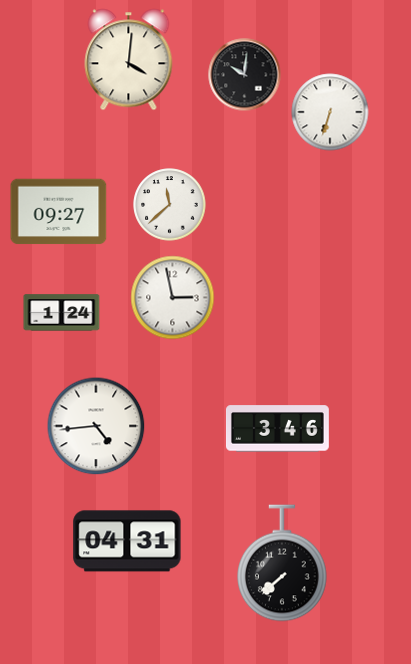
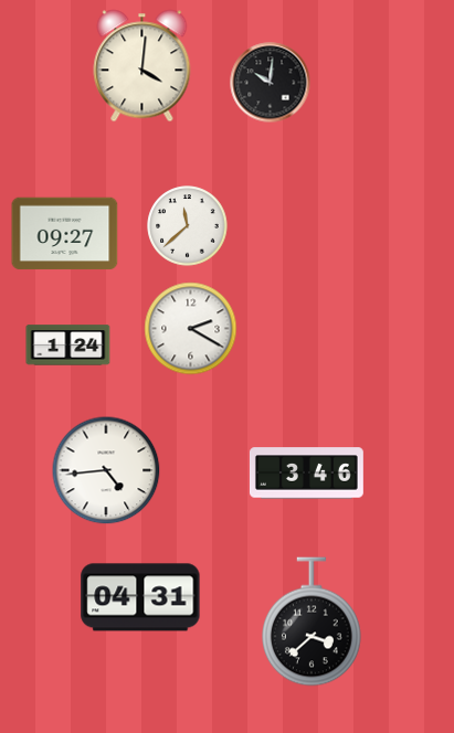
clock at (330, 112): 6:33 -> none
clock at (173, 298): 2:58 -> 2:20
clock at (283, 563): 7:38 -> 3:38
